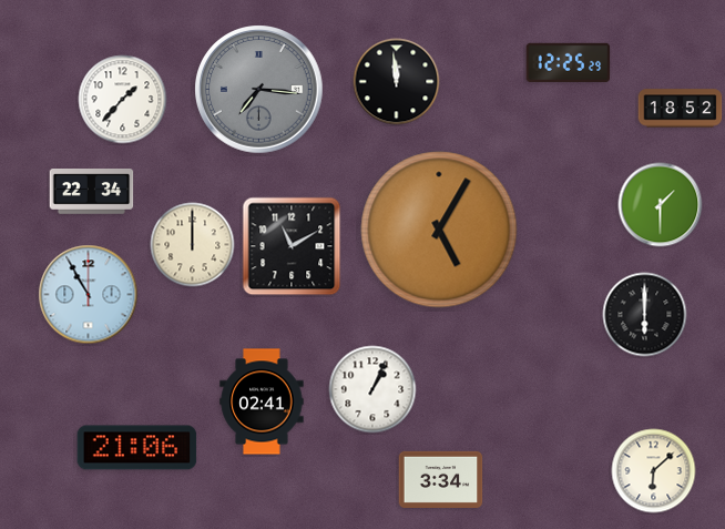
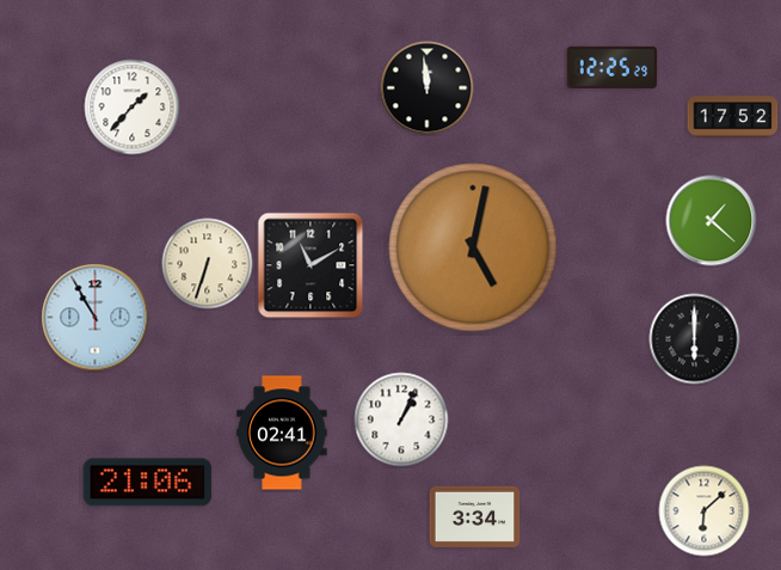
clock at (259, 90): 7:16 -> none
clock at (681, 109): 18:52 -> 17:52
clock at (92, 192): 22:34 -> none
clock at (661, 205): 1:30 -> 1:22
clock at (439, 230): 5:05 -> 5:02
clock at (193, 245): 12:00 -> 6:33
clock at (292, 246) position: (292, 246) -> (310, 265)
clock at (654, 471) position: (654, 471) -> (705, 511)
